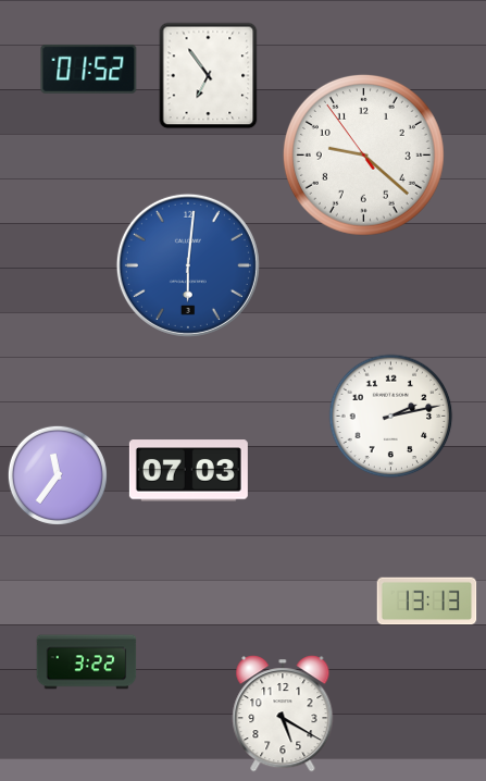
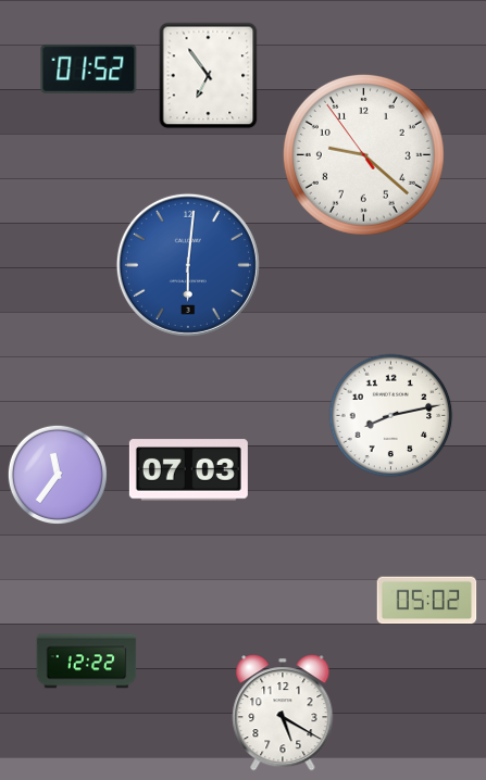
clock at (391, 417): 2:13 -> 8:13
clock at (427, 602): 13:13 -> 05:02
clock at (87, 662): 3:22 -> 12:22
